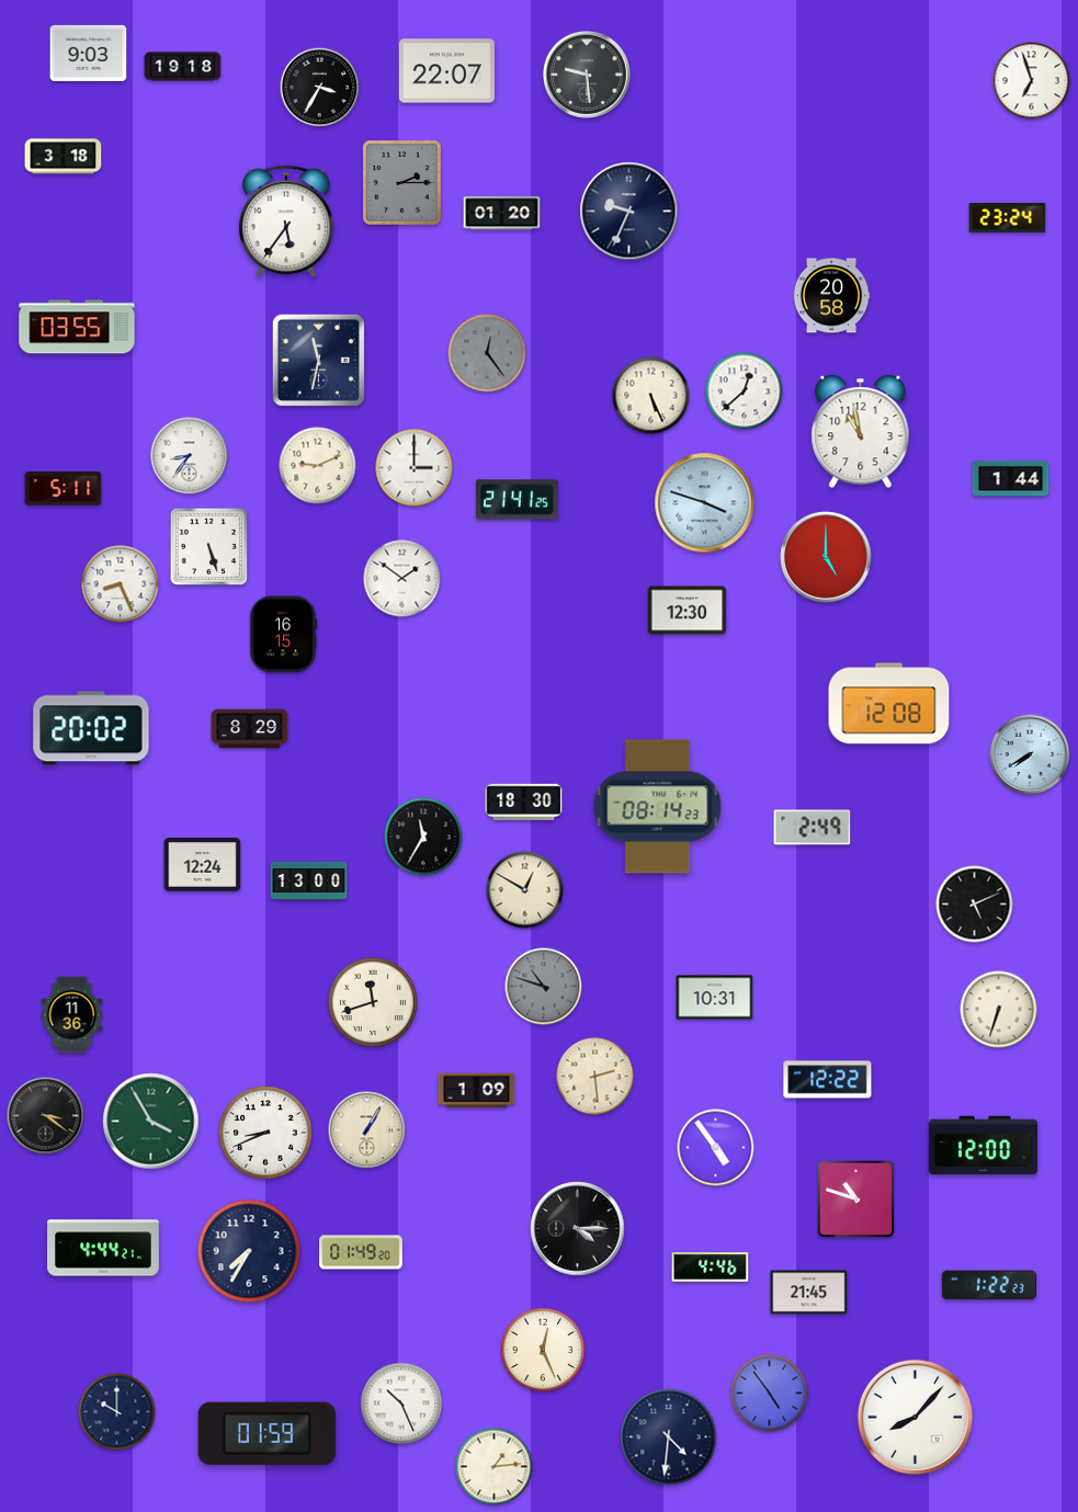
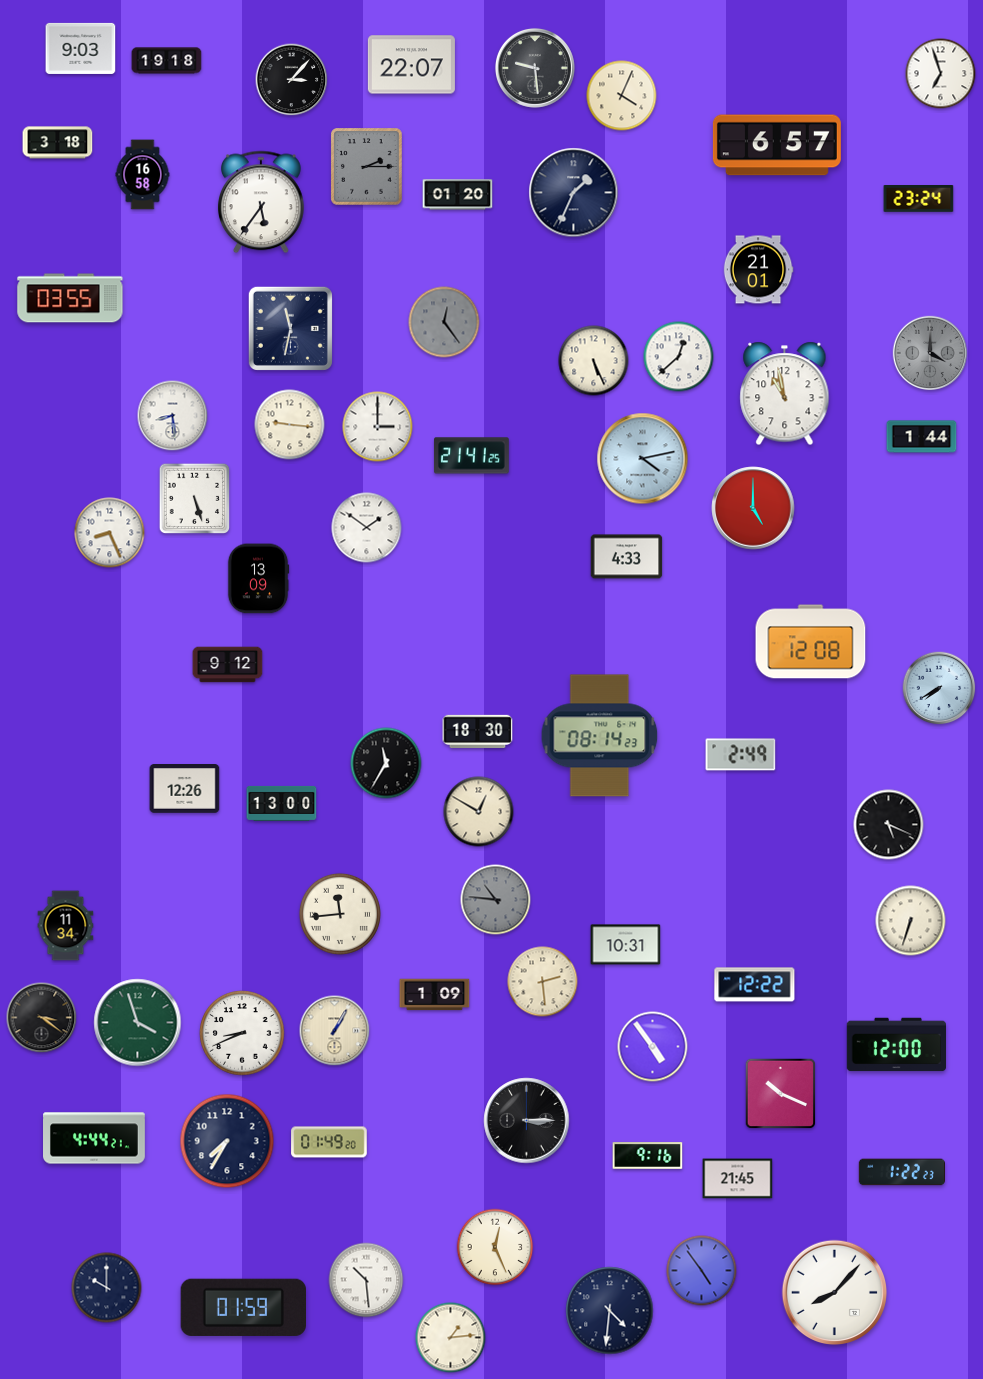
clock at (446, 71) position: (446, 71) -> (411, 65)
clock at (320, 88): 3:35 -> 3:07
clock at (622, 96): none -> 4:04
clock at (777, 145): none -> 6:57
clock at (143, 175): none -> 16:58
clock at (629, 212): 9:34 -> 1:34
clock at (831, 296): 20:58 -> 21:01
clock at (930, 353): none -> 4:00
clock at (190, 456): 8:36 -> 8:29
clock at (318, 466): 9:11 -> 9:16
clock at (64, 489): 5:11 -> none
clock at (705, 503): 3:48 -> 4:13
clock at (209, 547) position: (209, 547) -> (195, 499)
clock at (688, 611): 12:30 -> 4:33
clock at (283, 635): 16:15 -> 13:09
clock at (91, 728): 20:02 -> none
clock at (250, 729): 8:29 -> 9:12
clock at (203, 865): 12:24 -> 12:26
clock at (975, 905): 5:11 -> 5:19
clock at (544, 987): 10:48 -> 10:46
clock at (715, 998) position: (715, 998) -> (626, 945)
clock at (373, 1002): 11:42 -> 11:44
clock at (72, 1015): 11:36 -> 11:34
clock at (151, 1122): 3:55 -> 3:57
clock at (856, 1200): 10:48 -> 10:19
clock at (578, 1229): 4:15 -> 3:15
clock at (711, 1267): 4:46 -> 9:16
clock at (543, 1350) position: (543, 1350) -> (495, 1247)
clock at (401, 1403): 10:26 -> 10:29
